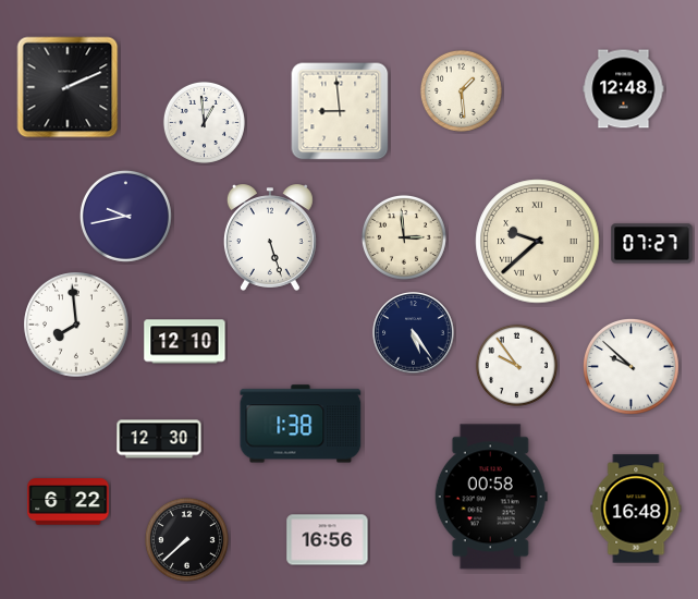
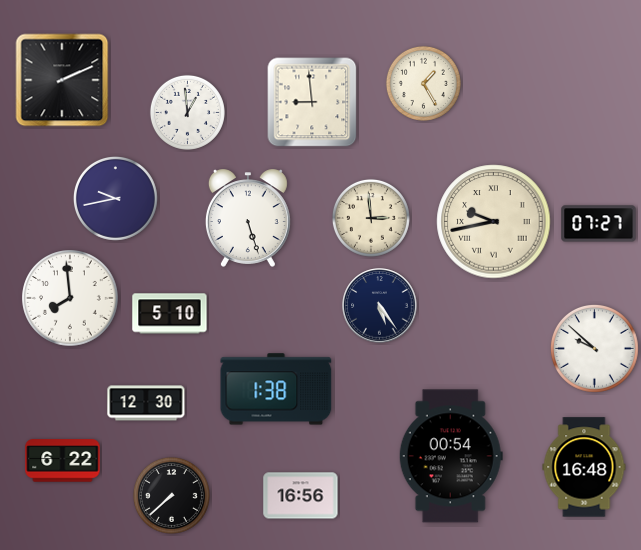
clock at (624, 89): 12:48 -> none
clock at (461, 90): 1:29 -> 1:25
clock at (538, 242): 9:38 -> 9:43
clock at (185, 342): 12:10 -> 5:10
clock at (516, 365): 9:54 -> none
clock at (632, 367) position: (632, 367) -> (595, 349)
clock at (491, 497): 00:58 -> 00:54
